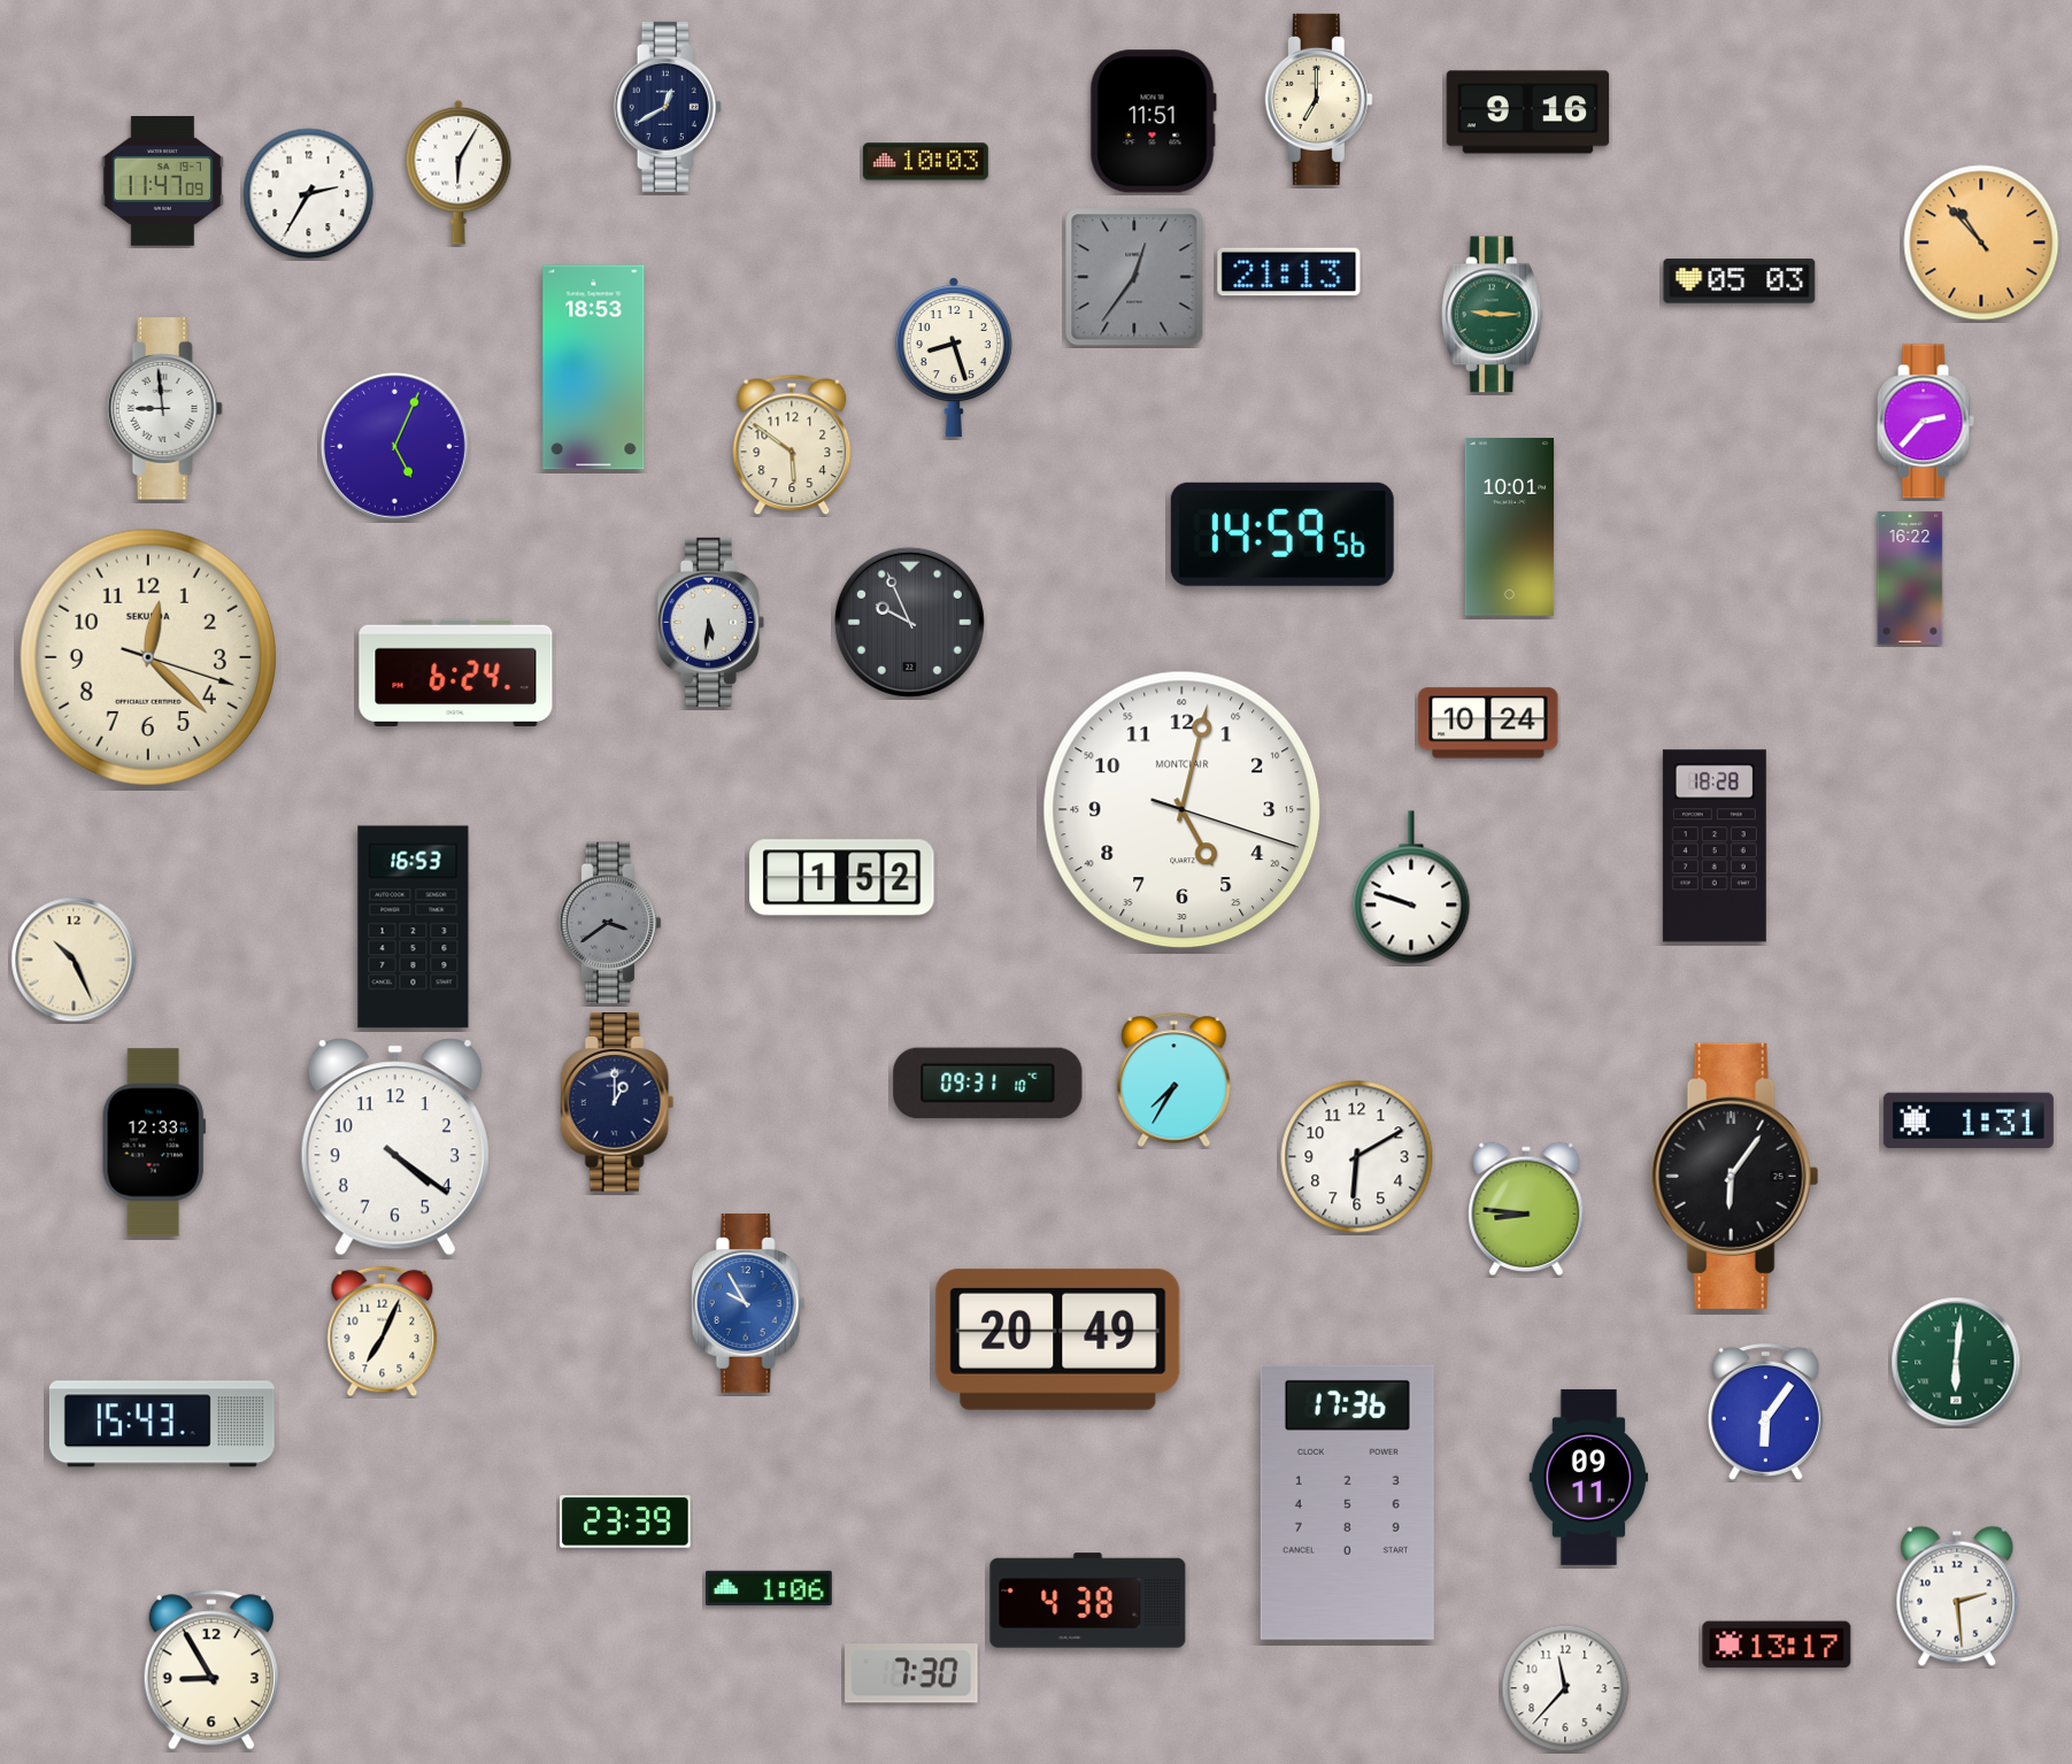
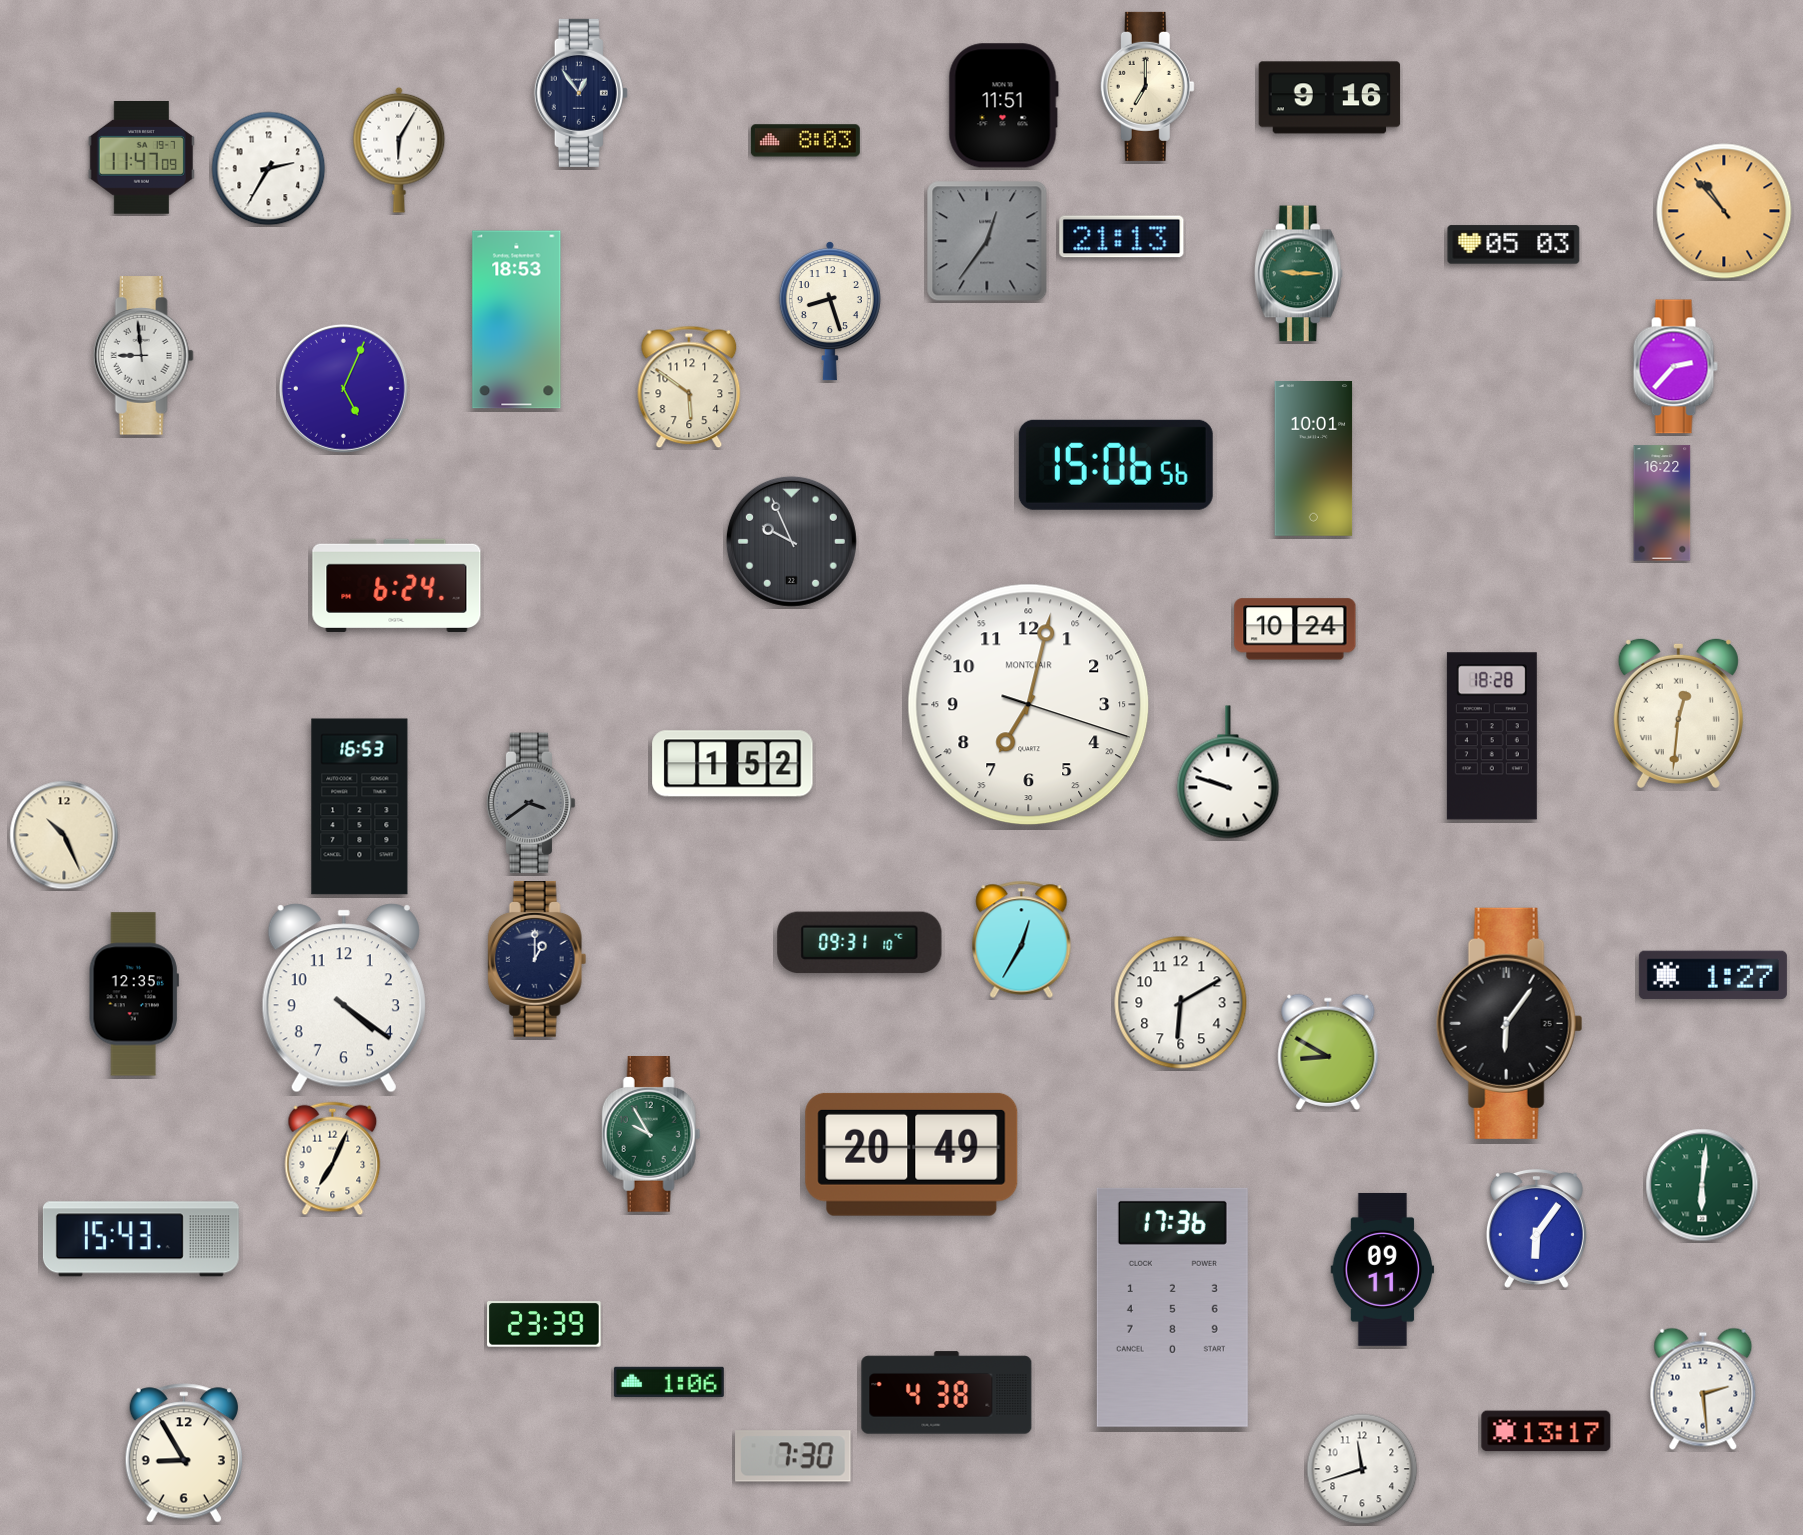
clock at (668, 107): 12:40 -> 12:54
clock at (925, 162): 10:03 -> 8:03
clock at (1283, 534): 14:59 -> 15:06
clock at (710, 622): 5:31 -> none
clock at (148, 657): 12:22 -> none
clock at (1183, 810): 5:02 -> 7:02
clock at (1678, 713): none -> 12:31
clock at (1174, 1079): 7:35 -> 12:35
clock at (1969, 1120): 1:31 -> 1:27
clock at (154, 1142): 12:33 -> 12:35
clock at (1357, 1157) position: (1357, 1157) -> (1181, 1003)
clock at (1526, 1209): 8:46 -> 8:50
clock at (748, 1304) dial: blue -> green
clock at (1058, 1339) position: (1058, 1339) -> (912, 1154)
clock at (1589, 1477) position: (1589, 1477) -> (1383, 1269)
clock at (1565, 1688): 11:37 -> 11:42
